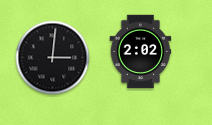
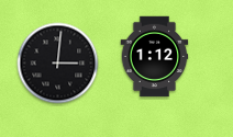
clock at (141, 52): 2:02 -> 1:12
